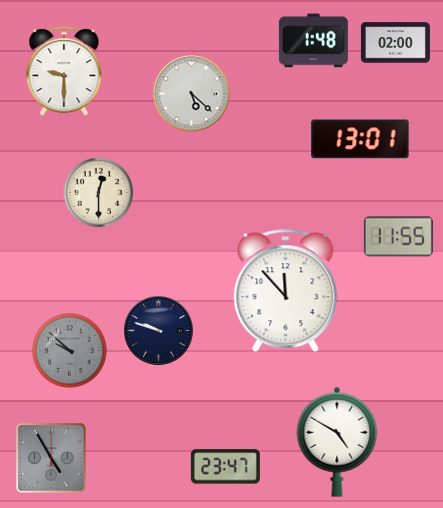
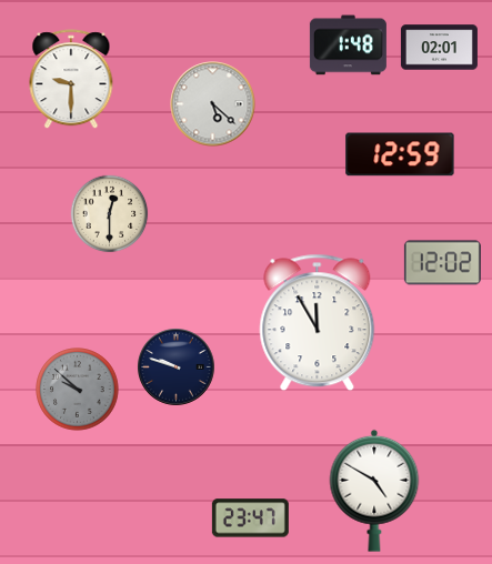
clock at (395, 43): 02:00 -> 02:01
clock at (360, 139): 13:01 -> 12:59
clock at (398, 237): 11:55 -> 12:02
clock at (286, 291): 11:53 -> 11:55
clock at (51, 458): 4:55 -> none
